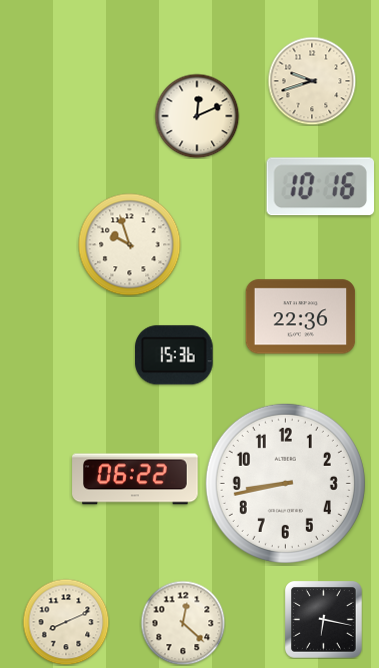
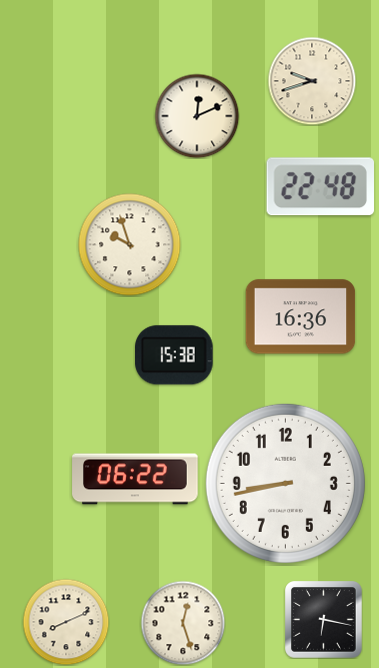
clock at (320, 187): 10:16 -> 22:48
clock at (301, 317): 22:36 -> 16:36
clock at (175, 355): 15:36 -> 15:38
clock at (183, 623): 12:22 -> 12:27
